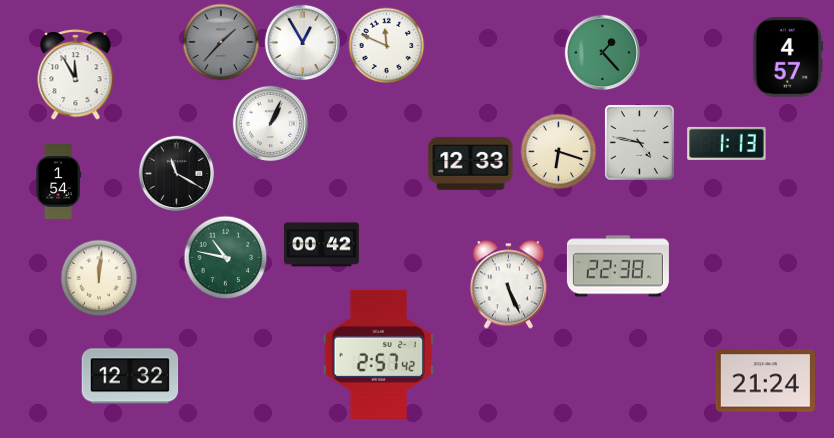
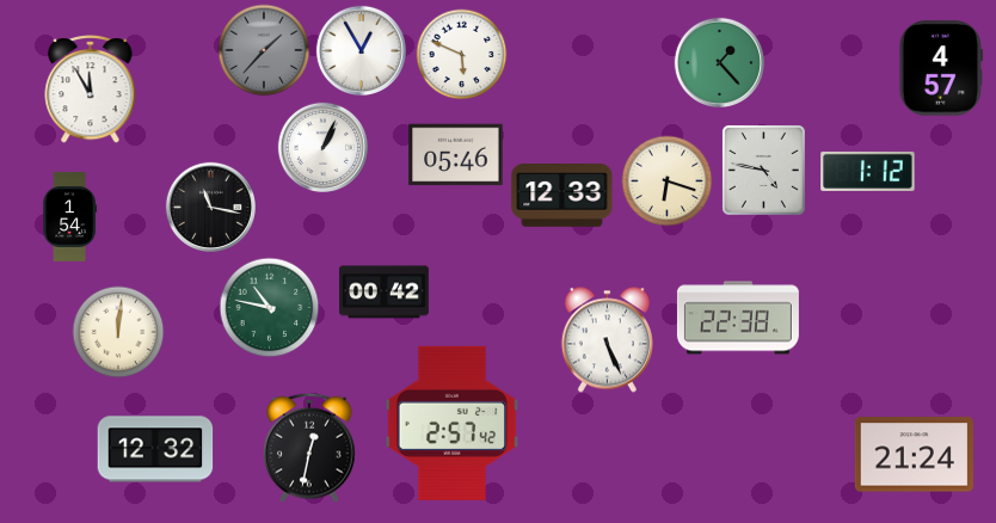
clock at (387, 46): 11:49 -> 5:49
clock at (456, 155): none -> 05:46
clock at (727, 143): 1:13 -> 1:12
clock at (176, 173): 11:20 -> 11:17
clock at (309, 448): none -> 12:32
